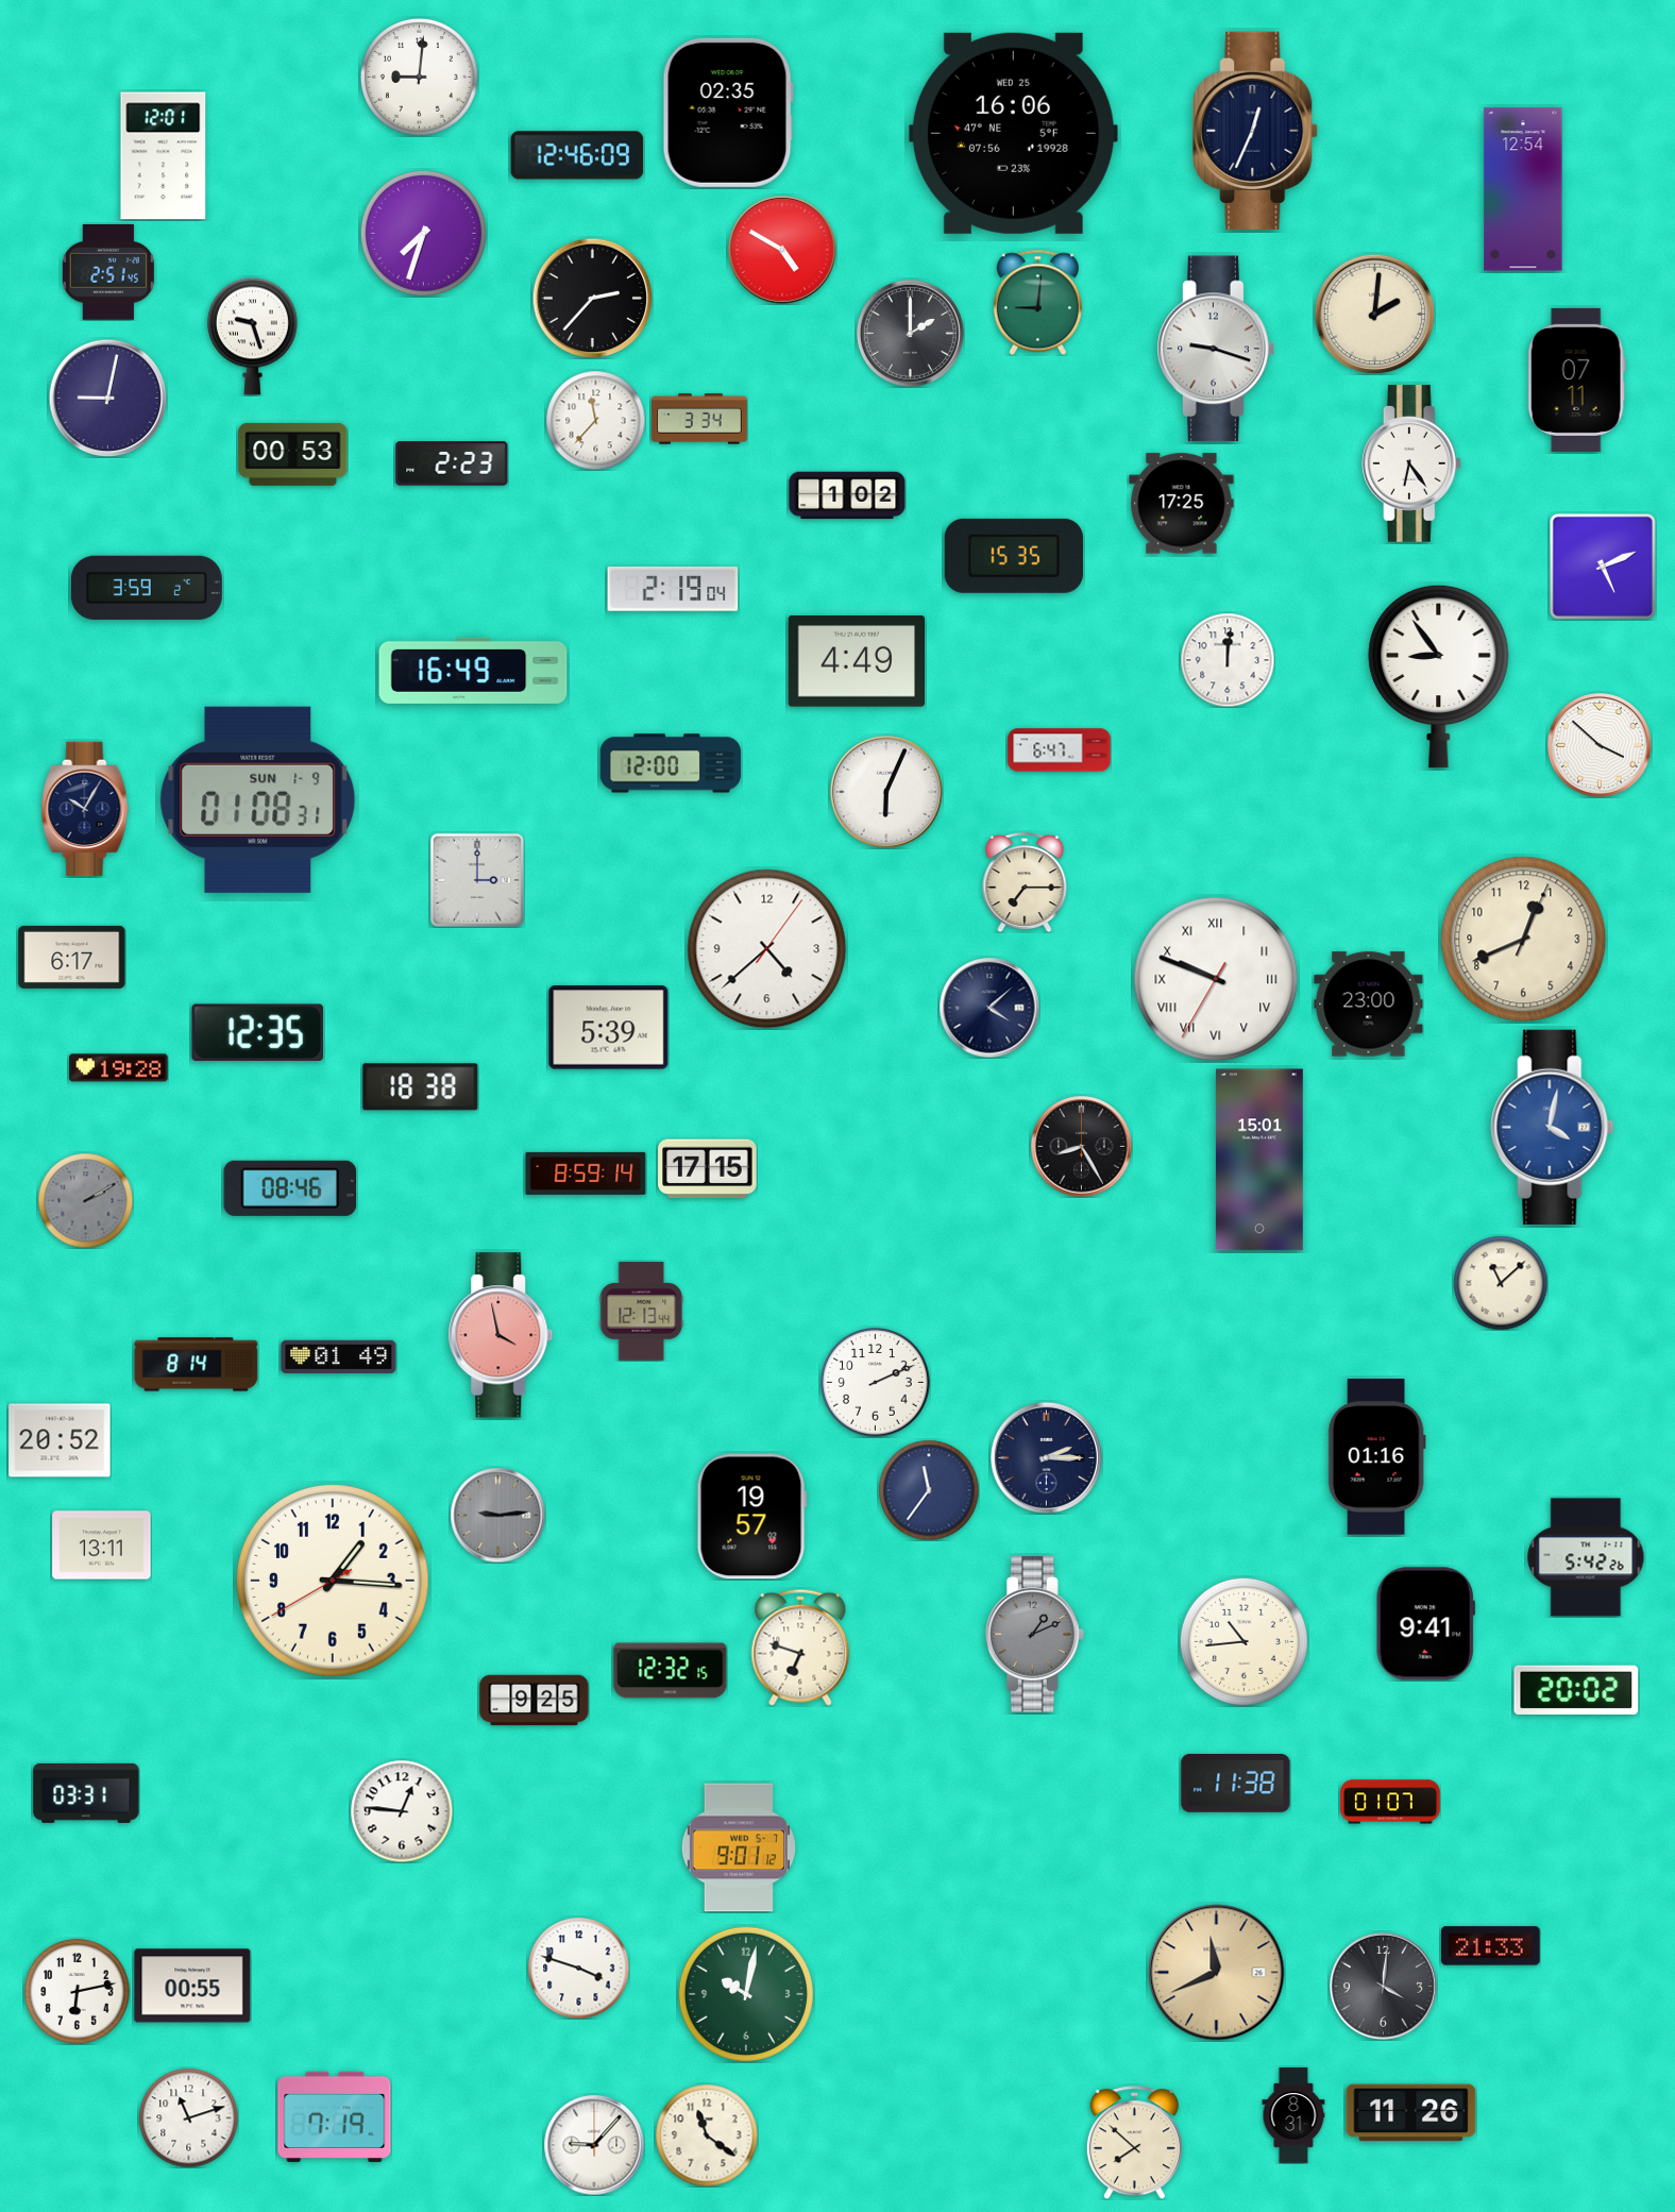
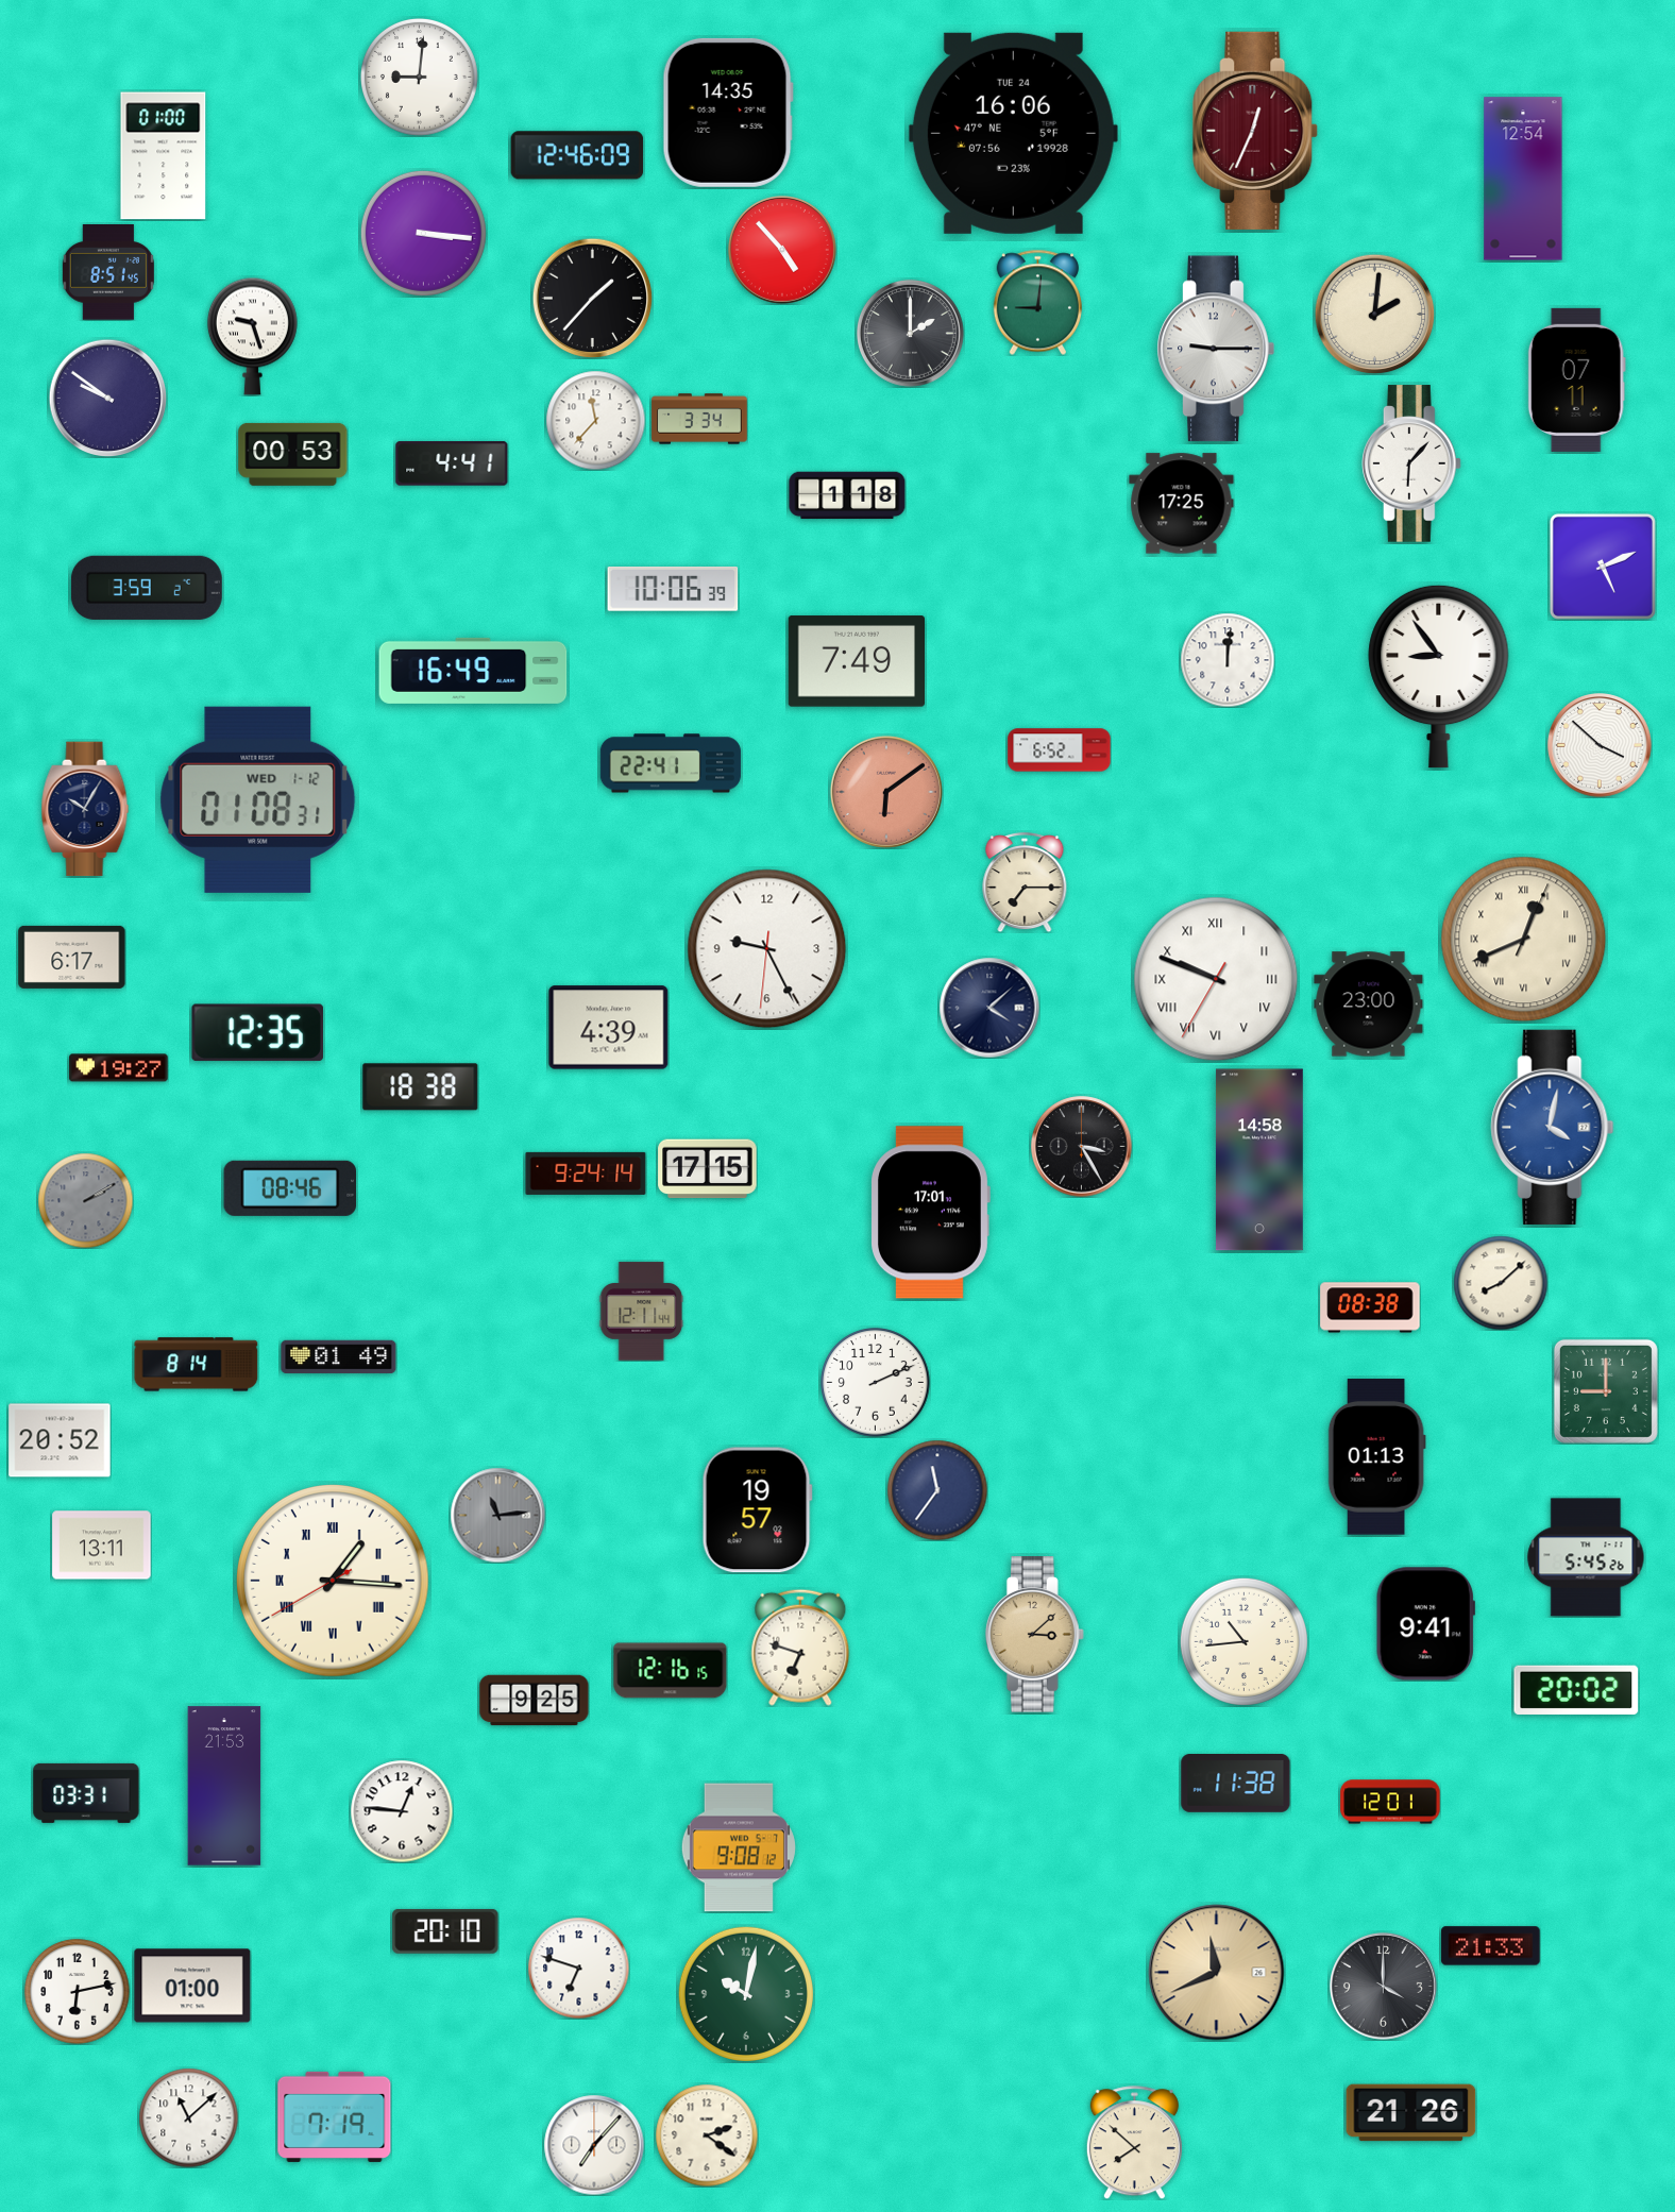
clock at (728, 113): 02:35 -> 14:35
clock at (1256, 131) dial: navy -> burgundy
clock at (1013, 133) date: WED 25 -> TUE 24
clock at (164, 156): 12:01 -> 01:00
clock at (1523, 189) position: (1523, 189) -> (1523, 179)
clock at (423, 233): 7:33 -> 3:16
clock at (782, 250): 4:50 -> 4:53
clock at (108, 272): 2:51 -> 8:51
clock at (592, 298): 2:37 -> 1:37
clock at (1216, 349): 9:18 -> 9:15
clock at (107, 398): 9:02 -> 9:51
clock at (452, 463): 2:23 -> 4:41
clock at (1411, 463): 6:24 -> 6:07
clock at (847, 495): 1:02 -> 1:18
clock at (1014, 556): 15:35 -> none
clock at (673, 590): 2:19 -> 10:06
clock at (856, 661): 4:49 -> 7:49
clock at (1060, 750): 6:47 -> 6:52
clock at (671, 763): 12:00 -> 22:41
clock at (886, 792): 6:04 -> 6:09
clock at (886, 792) dial: white -> salmon
clock at (258, 799) date: SUN 1-9 -> WED 1-12
clock at (477, 880): 3:00 -> none
clock at (1524, 940) numerals: Arabic -> Roman
clock at (767, 949): 4:38 -> 9:25
clock at (609, 1028): 5:39 -> 4:39
clock at (119, 1068): 19:28 -> 19:27
clock at (1082, 1147): 8:25 -> 3:25
clock at (1259, 1160): 15:01 -> 14:58
clock at (586, 1173): 8:59 -> 9:24
clock at (930, 1213): none -> 17:01
clock at (1501, 1283): 11:08 -> 8:08
clock at (1370, 1307): none -> 08:38
clock at (642, 1312): 12:13 -> 12:11
clock at (501, 1335): 3:58 -> none
clock at (1606, 1391): none -> 9:00
clock at (1046, 1457): 2:15 -> none
clock at (1376, 1457): 01:16 -> 01:13
clock at (929, 1490) position: (929, 1490) -> (937, 1490)
clock at (497, 1515): 9:14 -> 11:14
clock at (751, 1517) position: (751, 1517) -> (757, 1510)
clock at (1586, 1557): 5:42 -> 5:45
clock at (334, 1582) numerals: Arabic -> Roman
clock at (1034, 1635): 1:11 -> 3:08
clock at (1034, 1635) dial: grey -> champagne
clock at (671, 1671): 12:32 -> 12:16
clock at (224, 1786): none -> 21:53
clock at (1390, 1802): 01:07 -> 12:01
clock at (739, 1847): 9:01 -> 9:08
clock at (445, 1931): none -> 20:10
clock at (578, 1968): 3:48 -> 6:48
clock at (192, 1986): 00:55 -> 01:00
clock at (1383, 1986): 4:01 -> 4:00
clock at (1411, 2113): 11:26 -> 21:26
clock at (1293, 2115): 8:31 -> none
clock at (188, 2117): 11:12 -> 11:08
clock at (707, 2135): 11:21 -> 2:21
clock at (594, 2145): 9:07 -> 7:07
